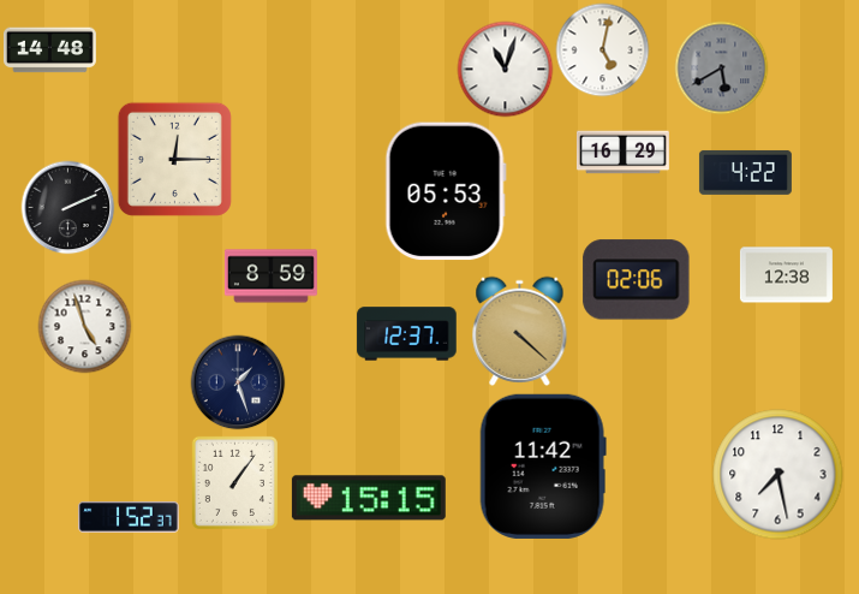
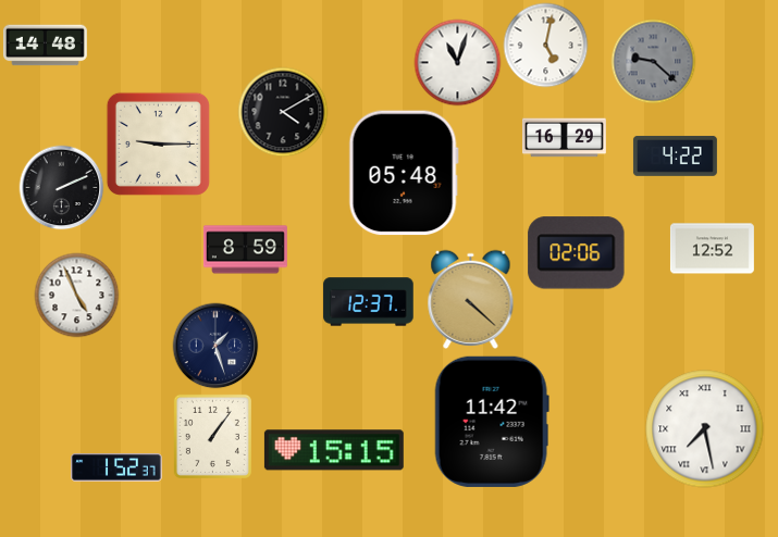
clock at (721, 67): 5:40 -> 9:22
clock at (283, 112): none -> 4:10
clock at (174, 159): 12:15 -> 9:15
clock at (446, 191): 05:53 -> 05:48
clock at (786, 275): 12:38 -> 12:52
clock at (84, 326): 4:57 -> 4:56
clock at (779, 475) numerals: Arabic -> Roman
